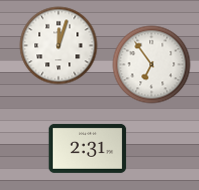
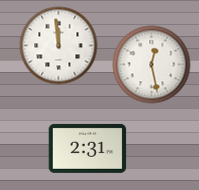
clock at (58, 45): 12:03 -> 11:59
clock at (151, 64): 6:54 -> 12:28
